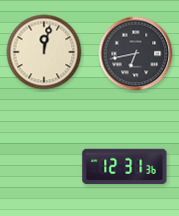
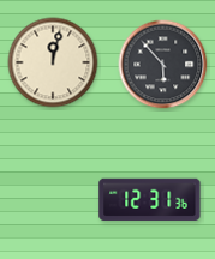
clock at (136, 54): 6:43 -> 5:53
